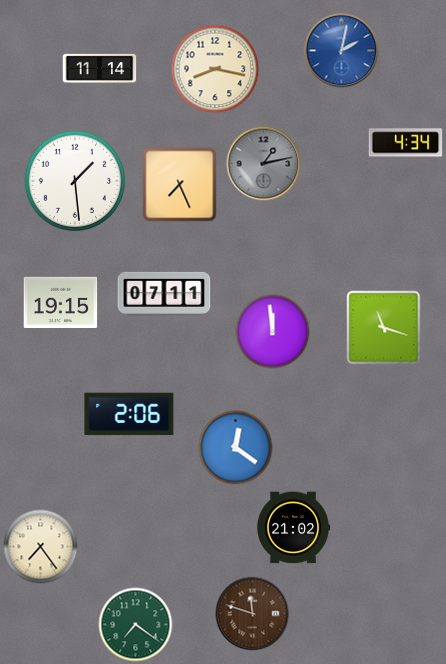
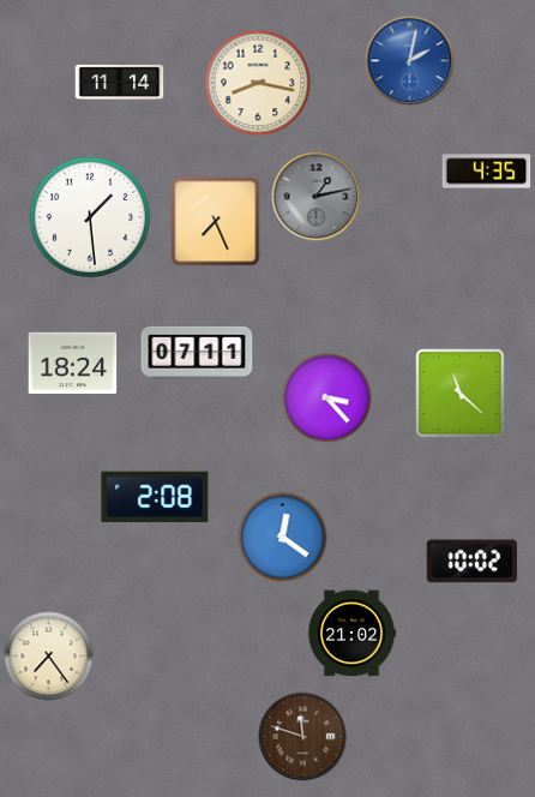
clock at (406, 143): 4:34 -> 4:35
clock at (61, 303): 19:15 -> 18:24
clock at (384, 328): 11:18 -> 11:22
clock at (273, 332): 11:59 -> 3:23
clock at (129, 414): 2:06 -> 2:08
clock at (471, 562): none -> 10:02
clock at (136, 625): 7:21 -> none
